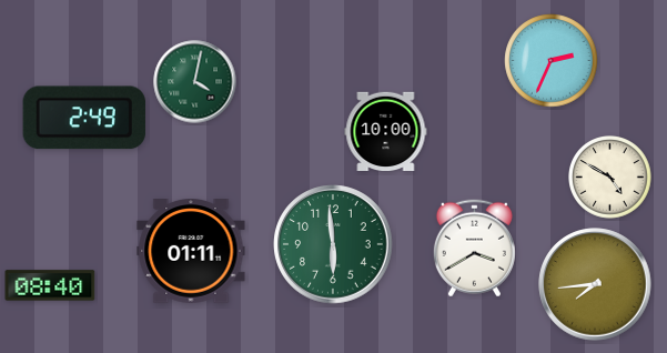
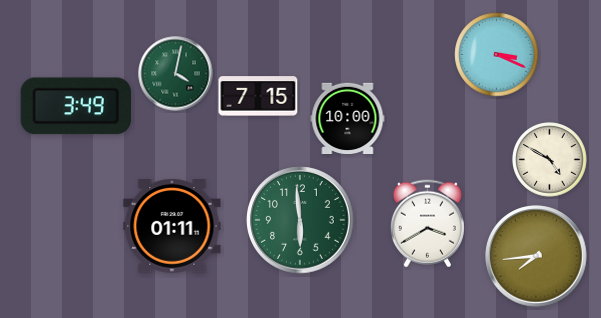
clock at (552, 61): 2:34 -> 3:19
clock at (258, 96): none -> 7:15
clock at (84, 118): 2:49 -> 3:49
clock at (50, 285): 08:40 -> none
